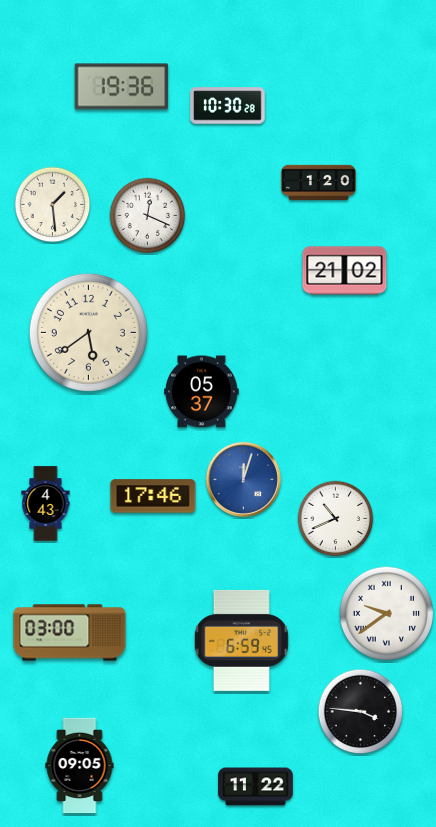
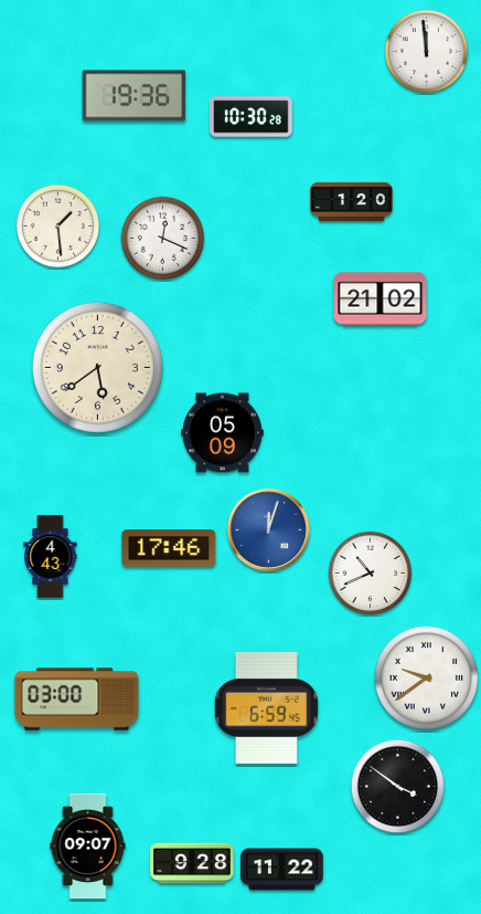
clock at (427, 52): none -> 11:59
clock at (202, 392): 05:37 -> 05:09
clock at (361, 712): 3:46 -> 3:51
clock at (80, 766): 09:05 -> 09:07
clock at (192, 863): none -> 9:28
